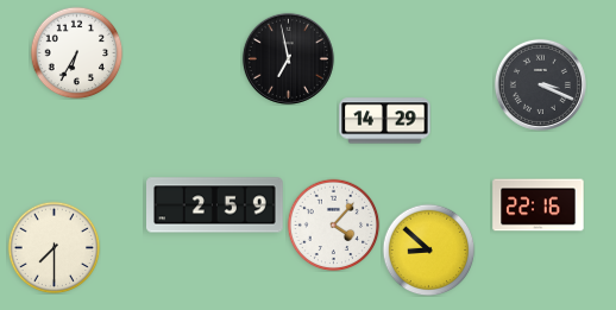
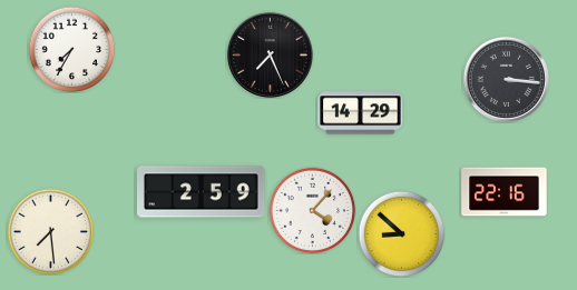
clock at (76, 52): 6:35 -> 7:35
clock at (288, 58): 6:58 -> 7:26
clock at (540, 84): 3:19 -> 3:16
clock at (54, 247): 7:30 -> 7:29
